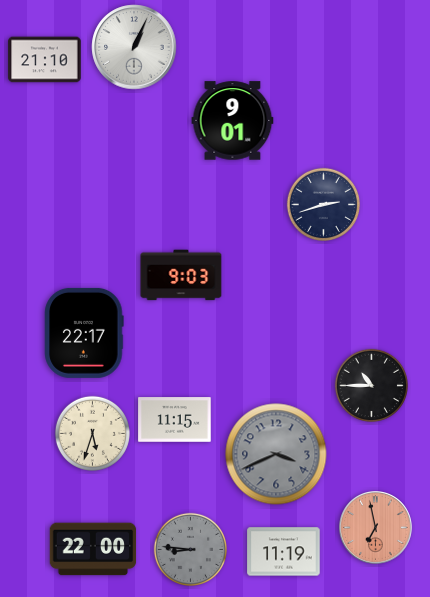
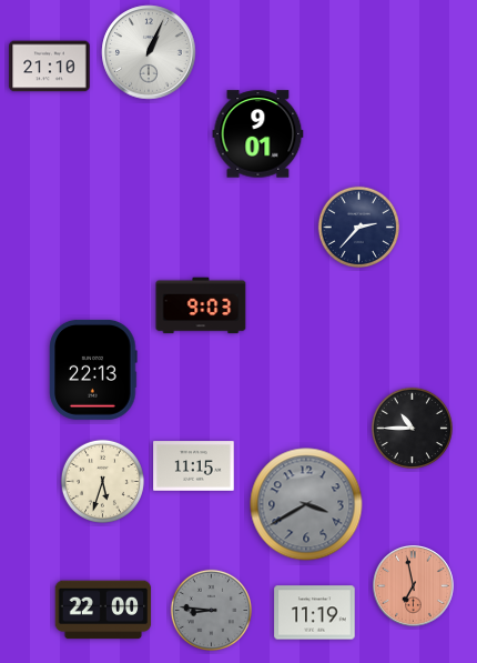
clock at (323, 204): 2:42 -> 2:37
clock at (84, 333): 22:17 -> 22:13
clock at (276, 454): 3:41 -> 3:40
clock at (376, 528) position: (376, 528) -> (414, 586)
